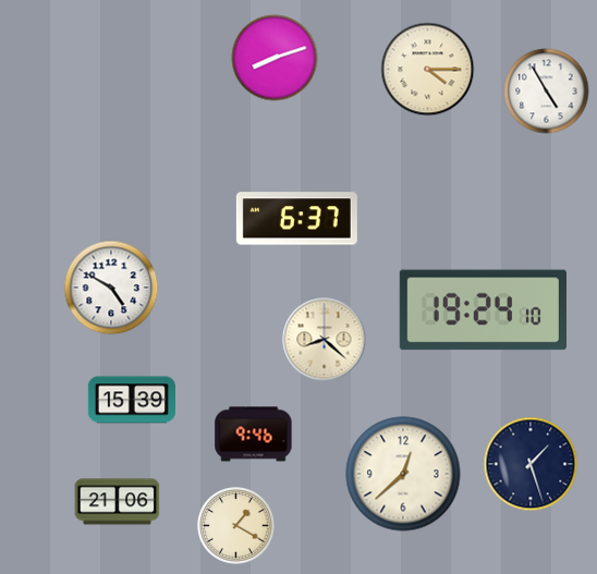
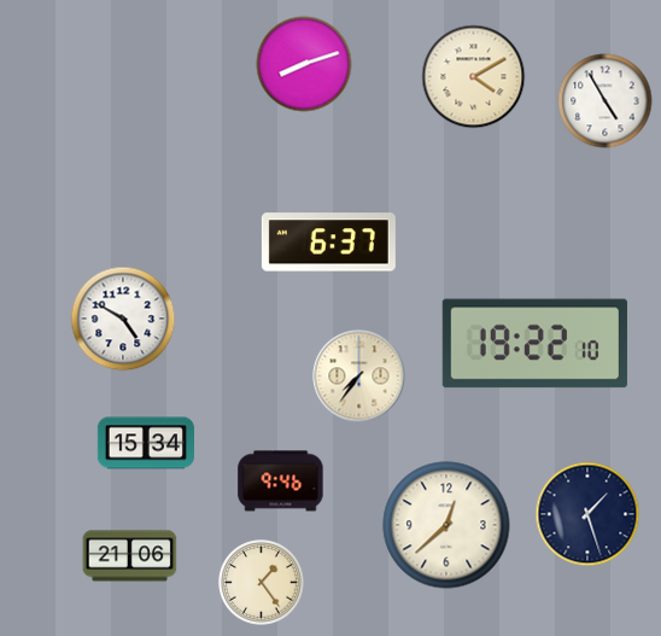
clock at (428, 70): 4:15 -> 4:10
clock at (483, 310): 19:24 -> 19:22
clock at (325, 340): 8:22 -> 7:36
clock at (132, 400): 15:39 -> 15:34
clock at (236, 526): 1:20 -> 1:24
